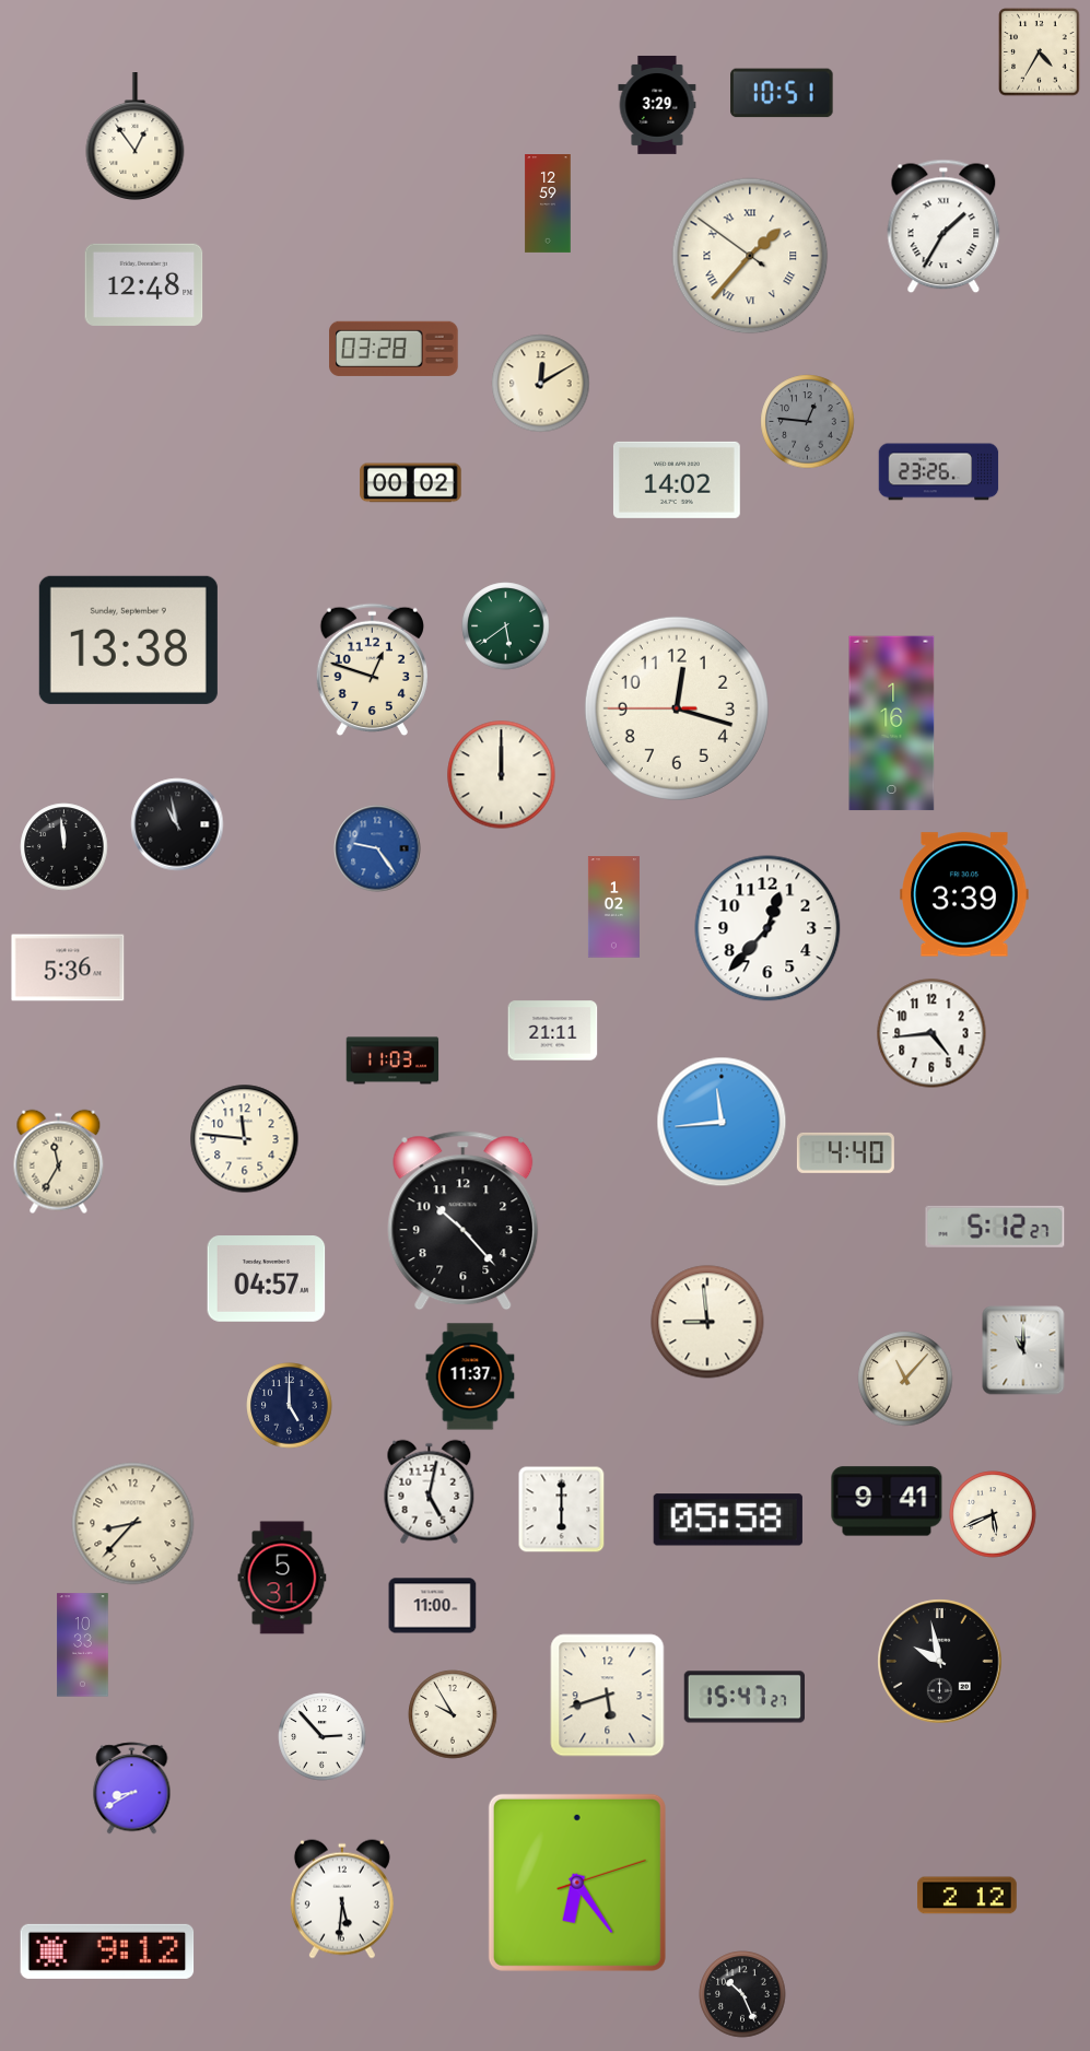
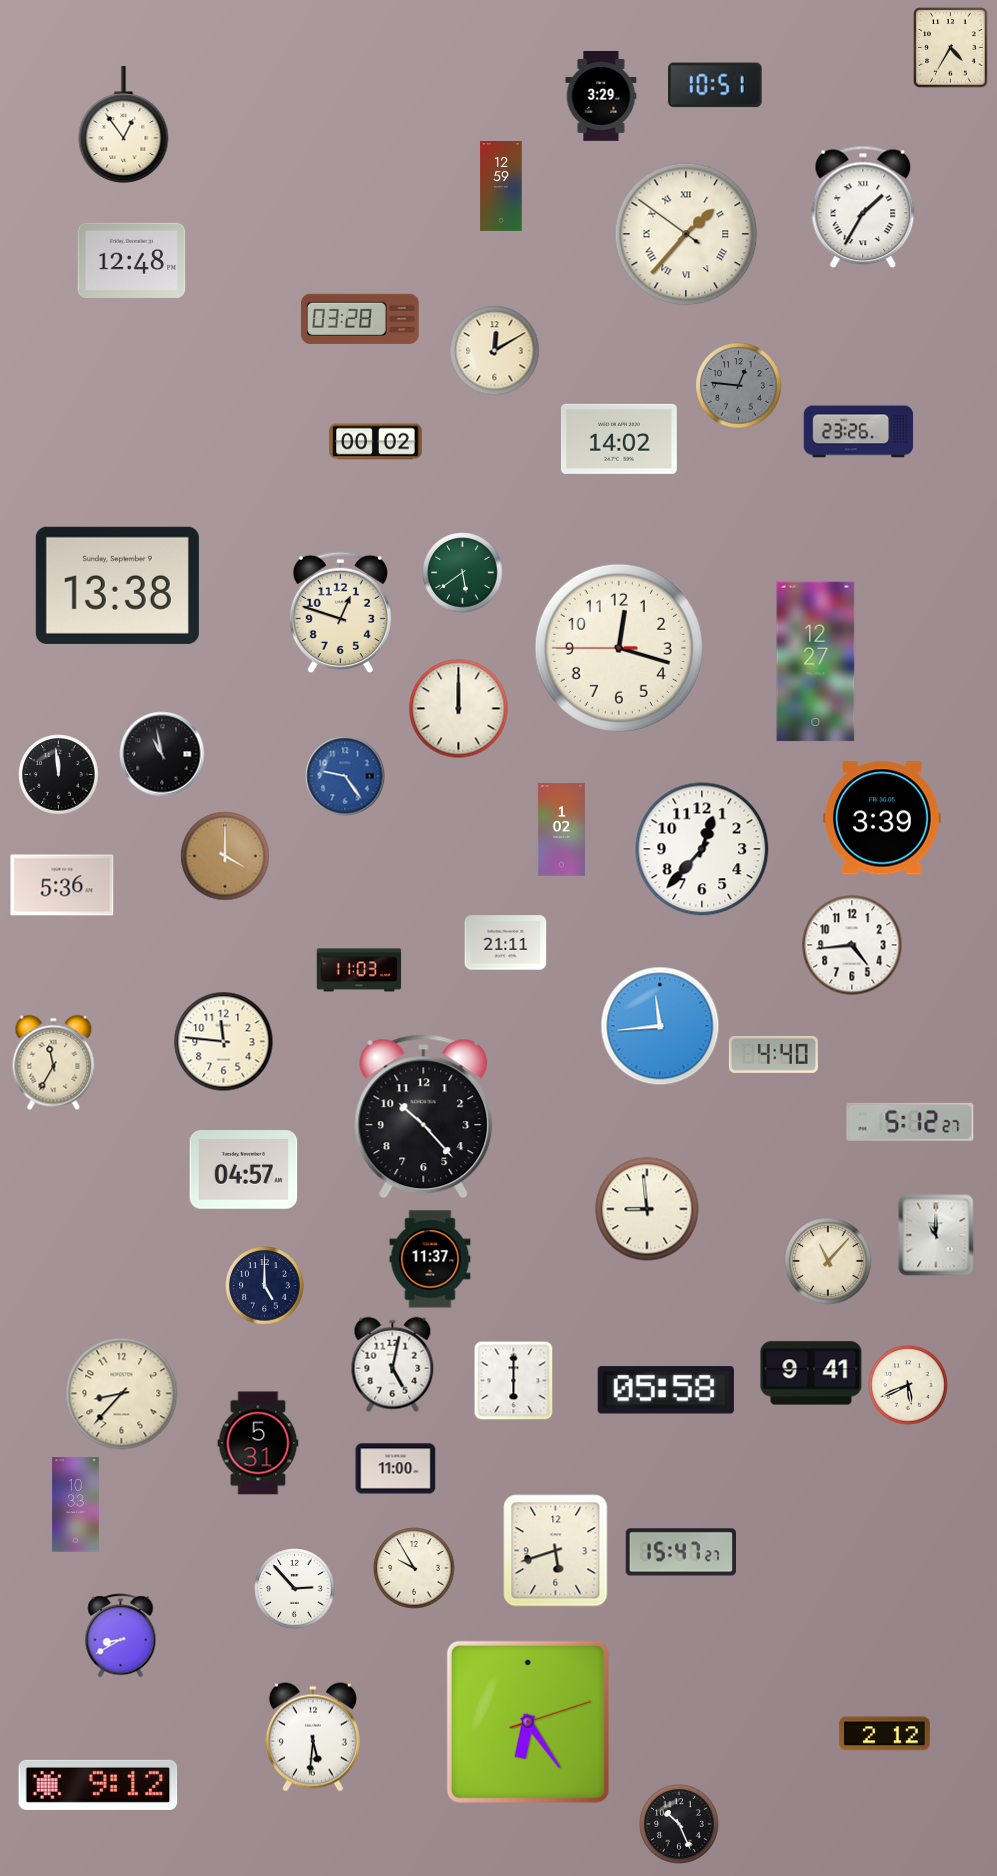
clock at (892, 724): 1:16 -> 12:27
clock at (225, 856): none -> 4:00
clock at (940, 1662): 9:58 -> none
